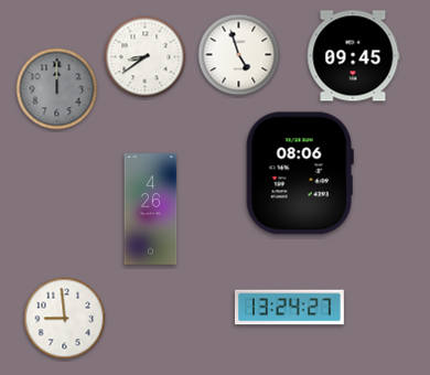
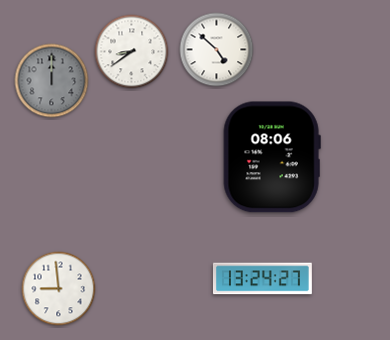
clock at (239, 55): 4:57 -> 4:52
clock at (353, 56): 09:45 -> none
clock at (151, 210): 4:26 -> none
